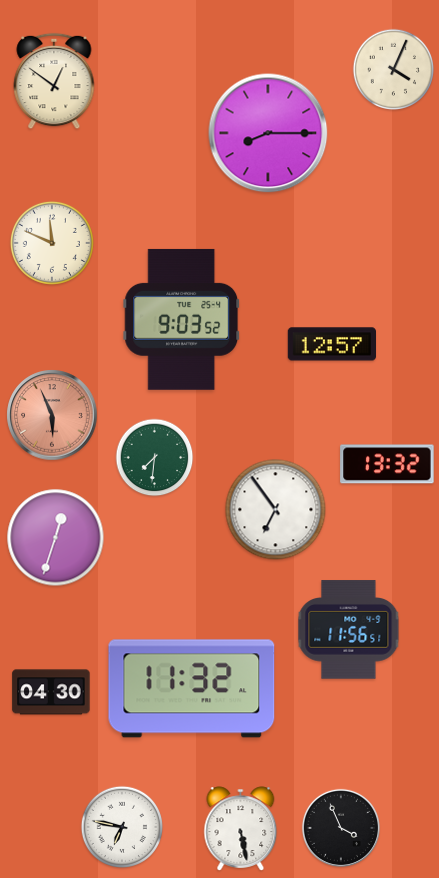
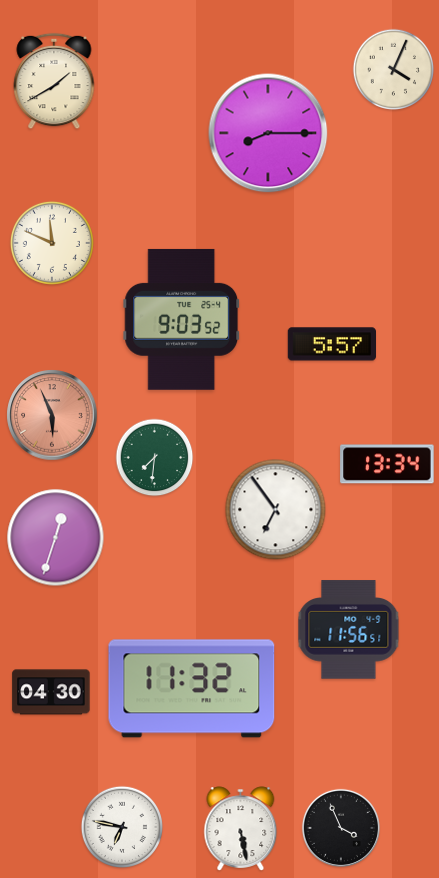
clock at (54, 81): 12:51 -> 1:40
clock at (332, 344): 12:57 -> 5:57
clock at (387, 464): 13:32 -> 13:34
